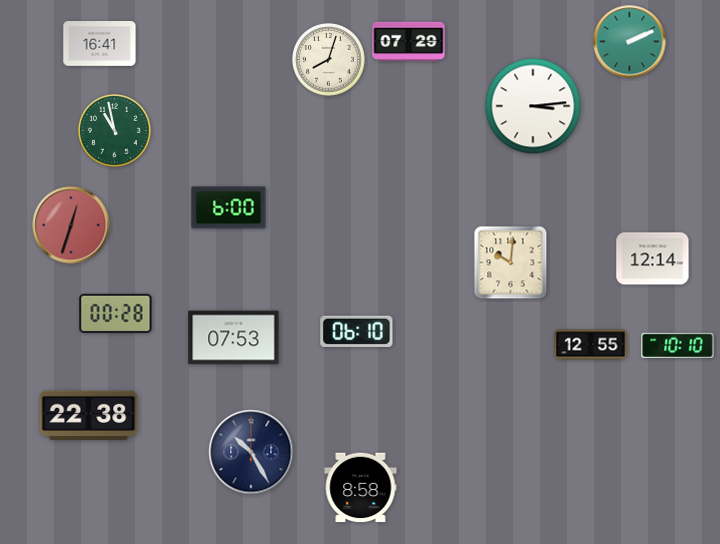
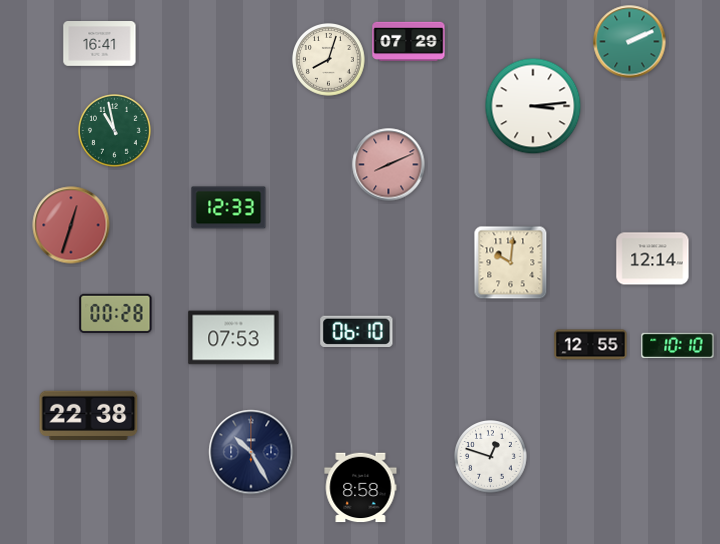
clock at (389, 165): none -> 8:11
clock at (229, 208): 6:00 -> 12:33
clock at (491, 457): none -> 12:48
